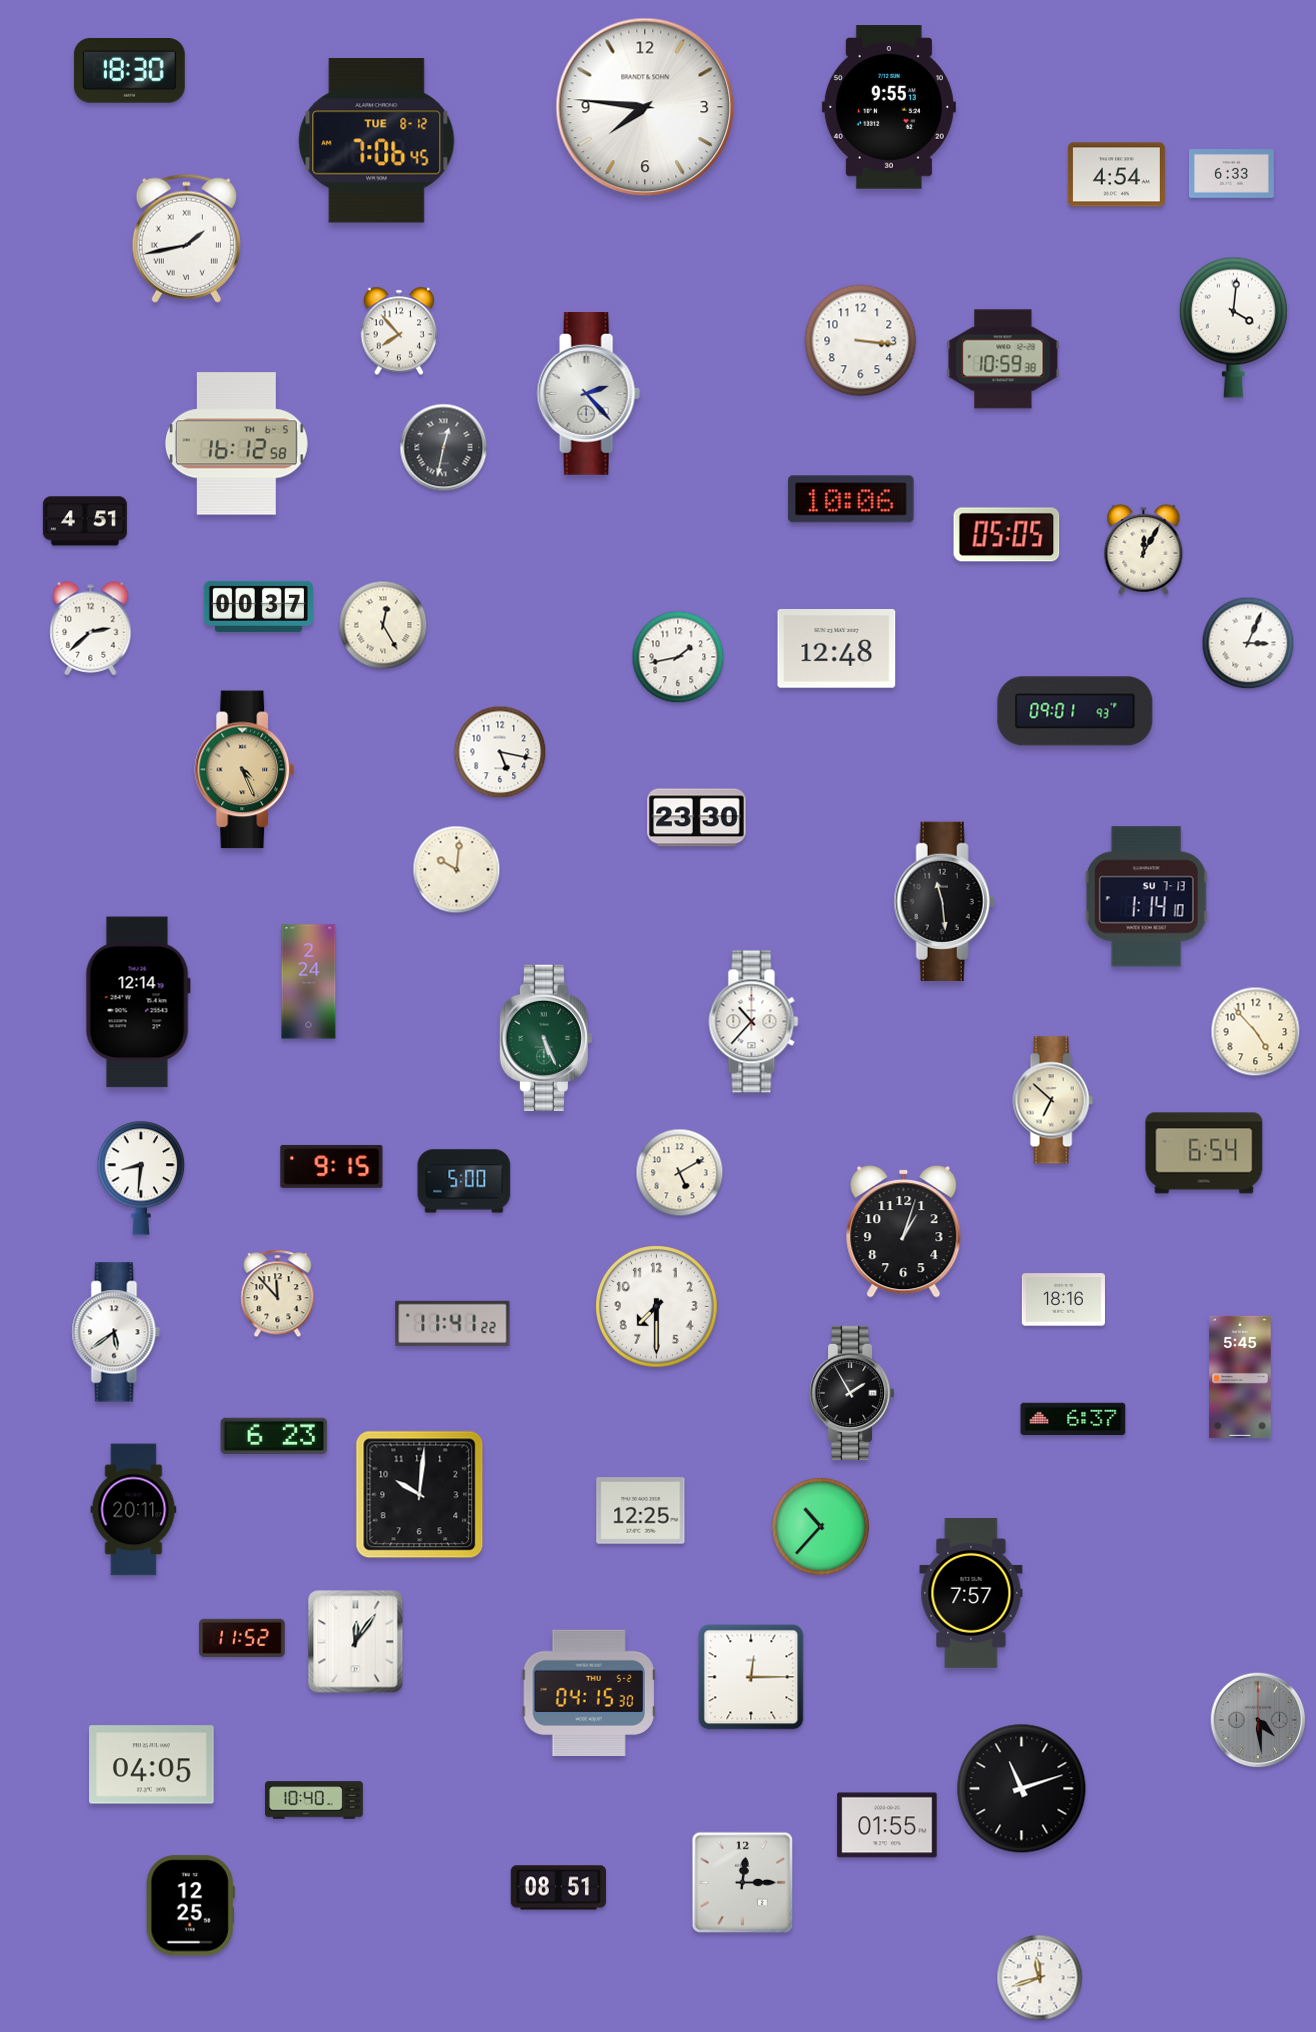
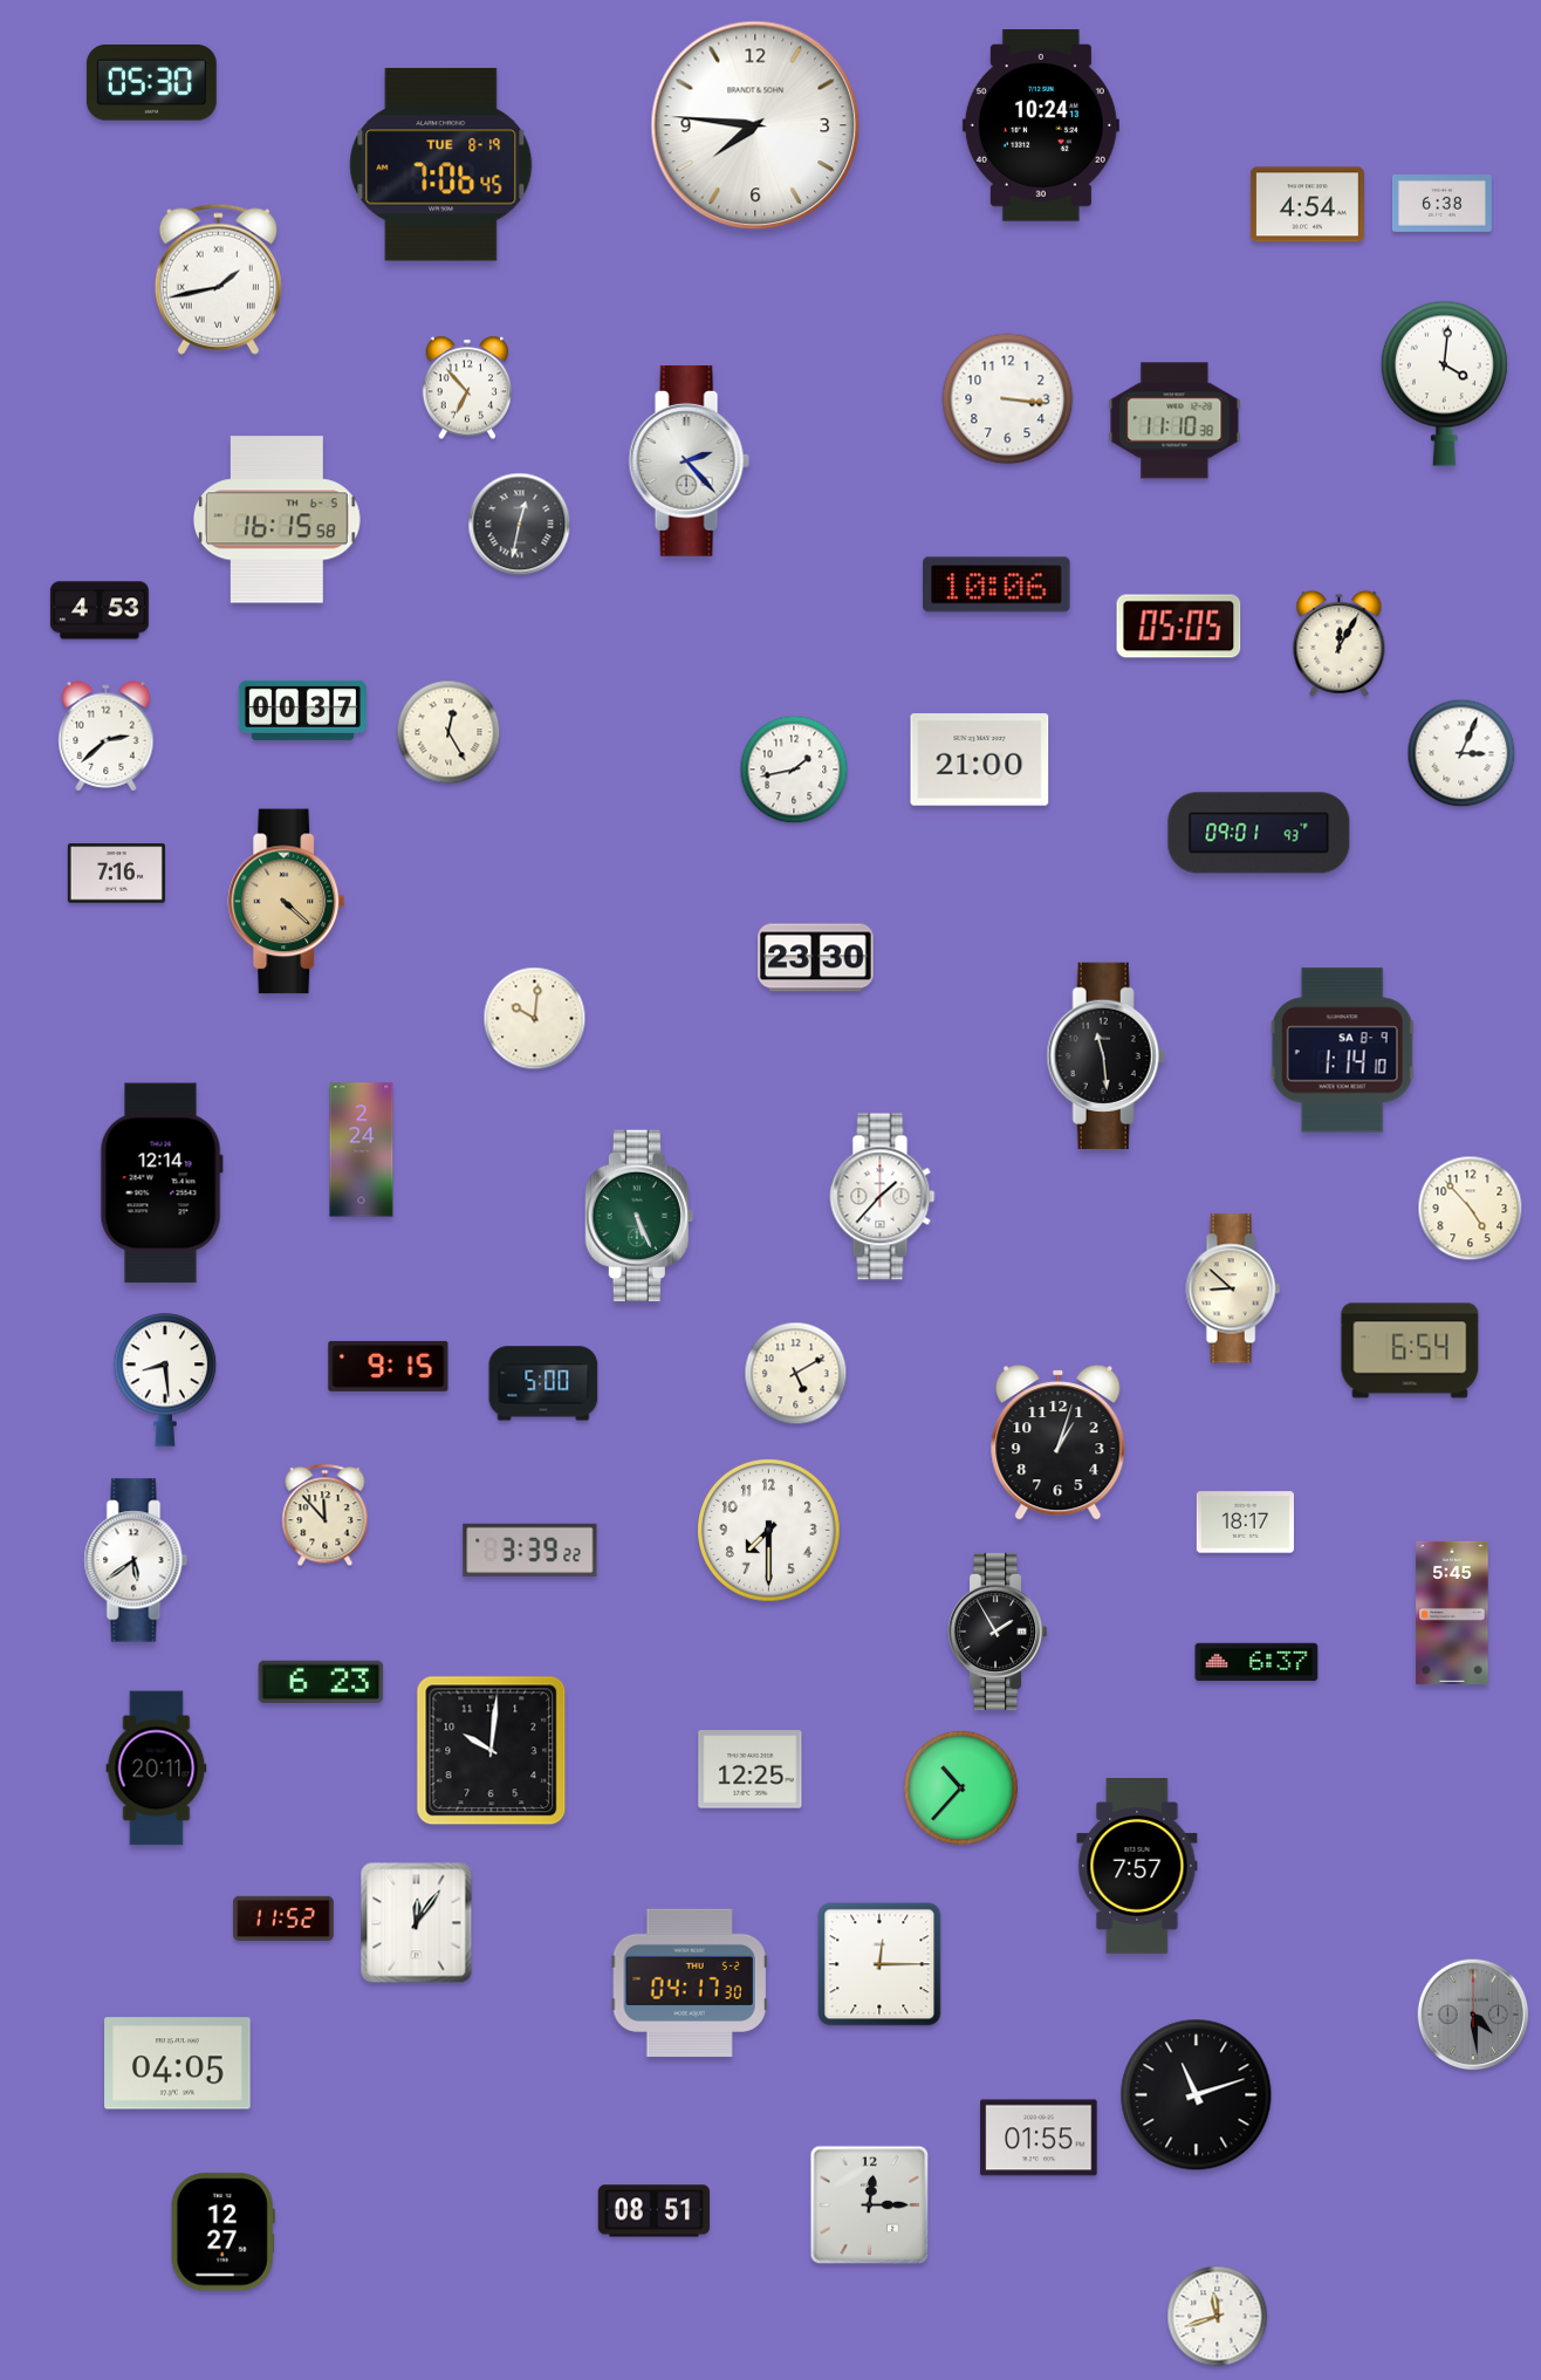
clock at (129, 71): 18:30 -> 05:30
clock at (889, 107): 9:55 -> 10:24
clock at (377, 141) date: TUE 8-12 -> TUE 8-19
clock at (1232, 174): 6:33 -> 6:38
clock at (399, 331): 7:53 -> 6:53
clock at (1003, 359): 10:59 -> 11:10
clock at (236, 444): 16:12 -> 16:15
clock at (85, 521): 4:51 -> 4:53
clock at (837, 649): 12:48 -> 21:00
clock at (116, 874): none -> 7:16
clock at (500, 752): 5:17 -> none
clock at (245, 770): 4:26 -> 4:22
clock at (1146, 897) date: SU 7-13 -> SA 8-9
clock at (138, 1002) position: (138, 1002) -> (162, 1183)
clock at (754, 1022): 10:37 -> 1:37
clock at (1053, 1100): 6:52 -> 8:52
clock at (141, 1178): 8:31 -> 8:29
clock at (1063, 1300): 18:16 -> 18:17
clock at (453, 1323): 11:41 -> 3:39
clock at (589, 1693): 04:15 -> 04:17
clock at (152, 1765) position: (152, 1765) -> (178, 2064)
clock at (315, 1800): 10:40 -> none
clock at (190, 1906): 12:25 -> 12:27
